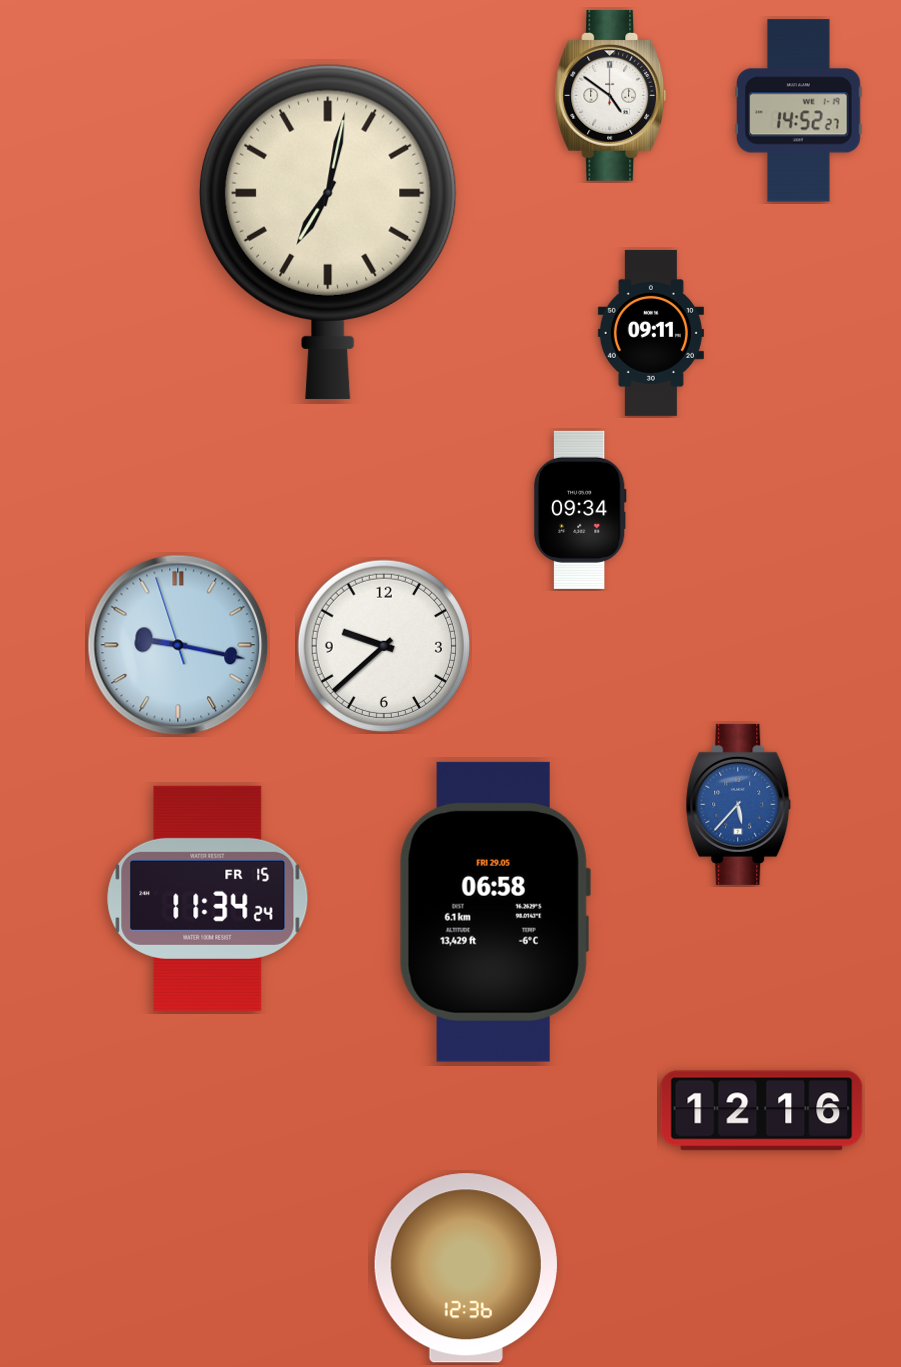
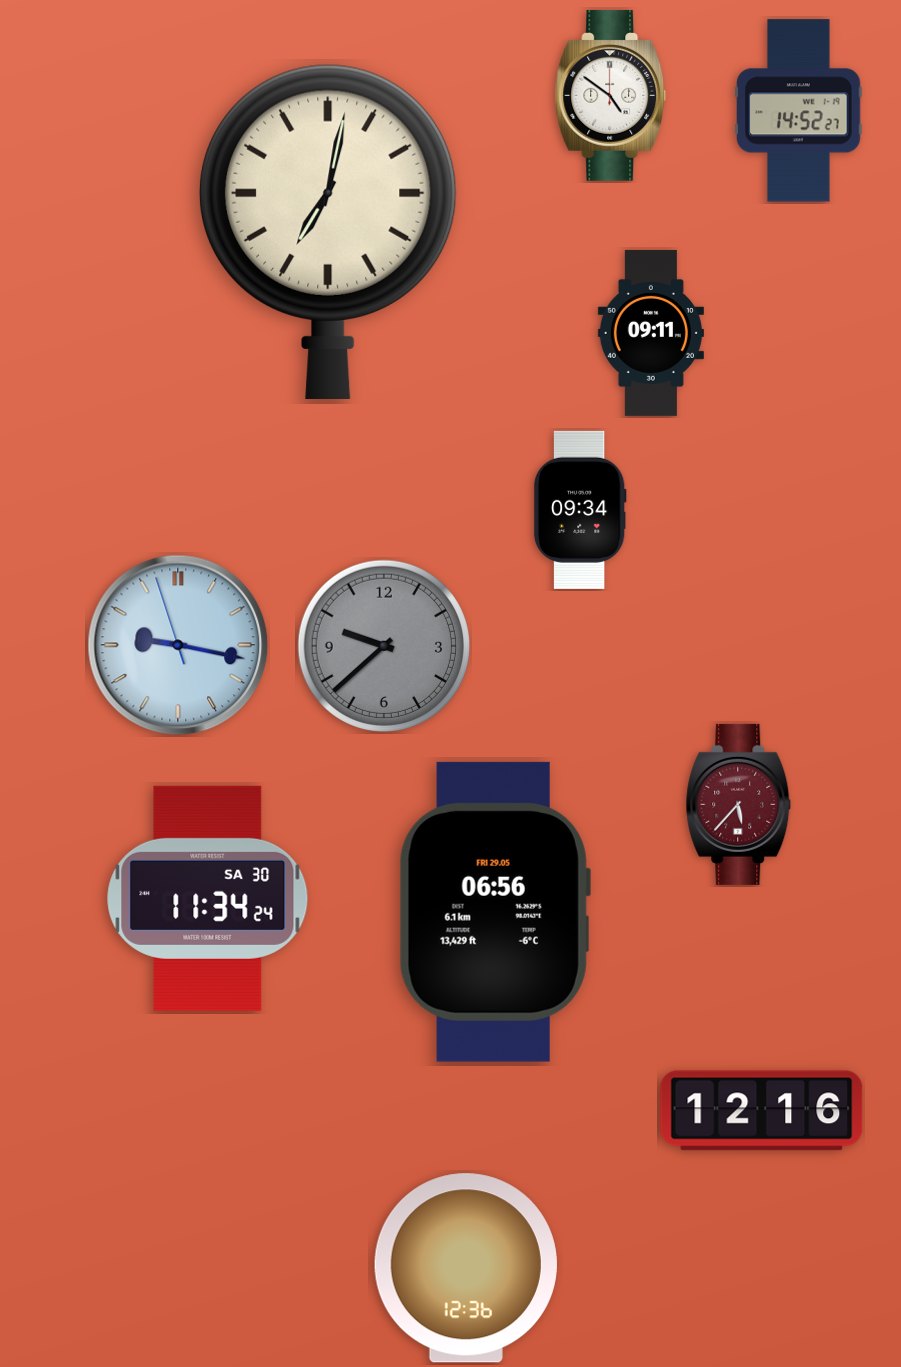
clock at (383, 645) dial: white -> grey
clock at (739, 804) dial: blue -> burgundy
clock at (208, 898) date: FR 15 -> SA 30
clock at (495, 912): 06:58 -> 06:56
